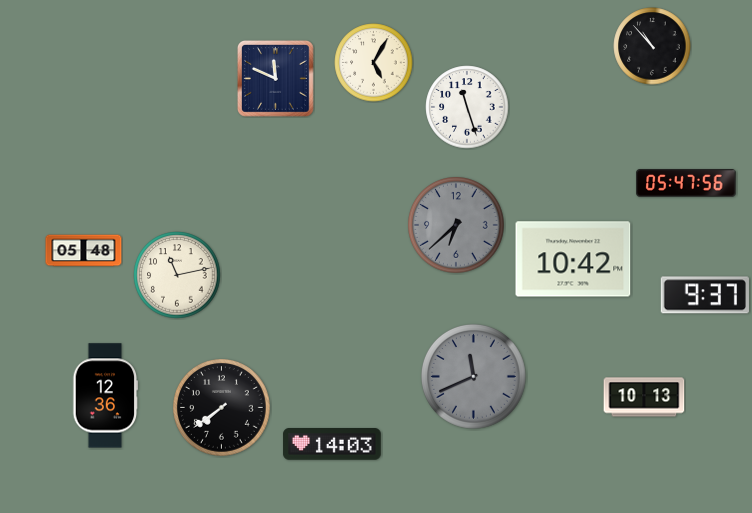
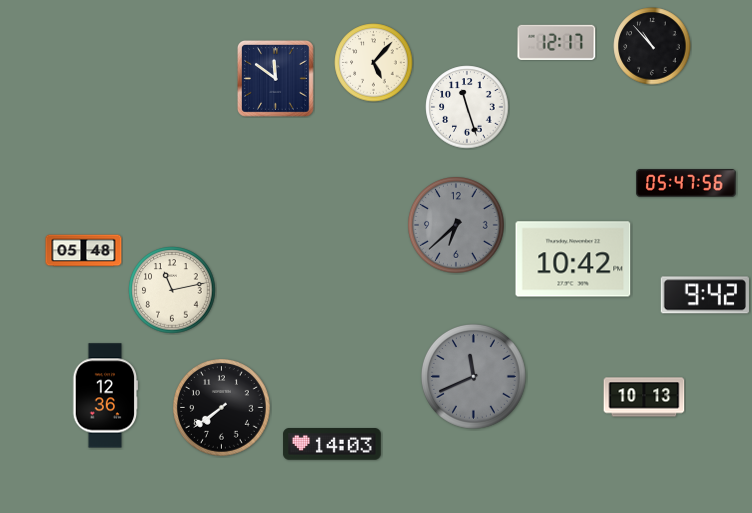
clock at (557, 42): none -> 12:17
clock at (374, 63): 5:05 -> 5:07
clock at (276, 79): 11:49 -> 11:51
clock at (177, 275) position: (177, 275) -> (172, 290)
clock at (705, 295): 9:37 -> 9:42
